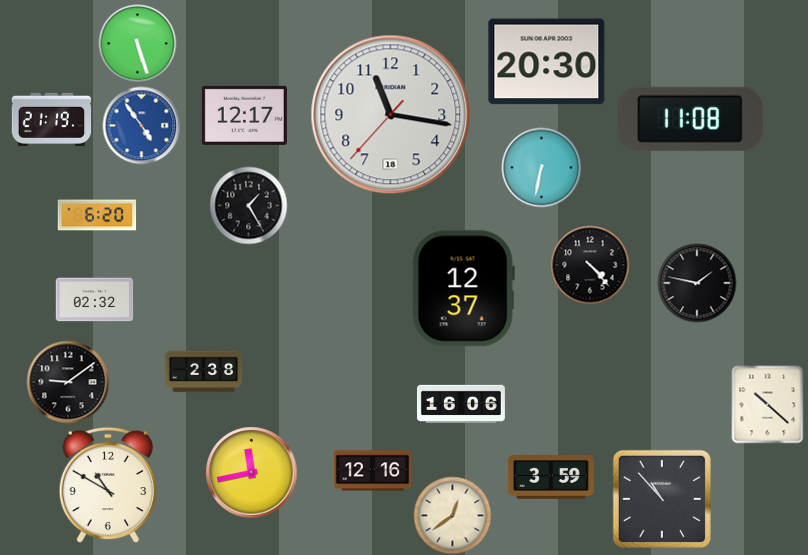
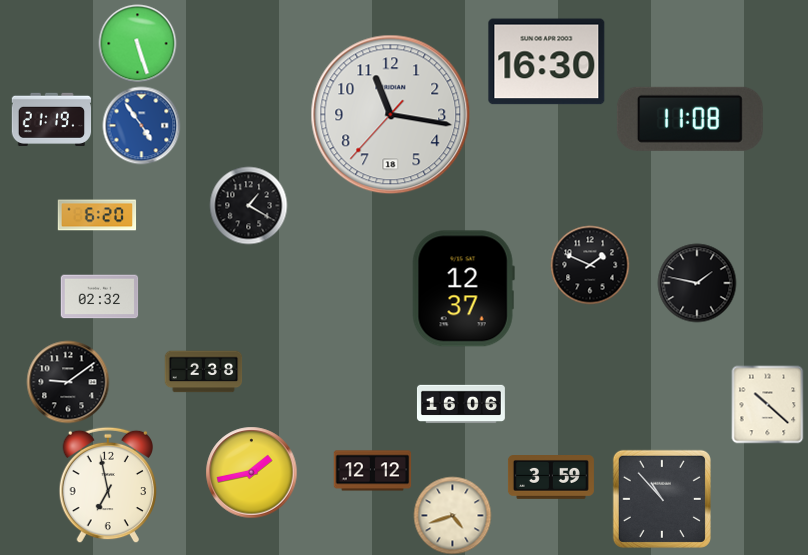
clock at (547, 62): 20:30 -> 16:30
clock at (244, 115): 12:17 -> none
clock at (541, 167): 6:32 -> none
clock at (248, 205): 1:25 -> 1:20
clock at (590, 265): 4:23 -> 1:49
clock at (94, 300) position: (94, 300) -> (99, 297)
clock at (372, 471): 12:16 -> 12:12
clock at (251, 472): 11:43 -> 1:43
clock at (107, 485): 10:50 -> 6:58
clock at (452, 515): 12:39 -> 4:42
